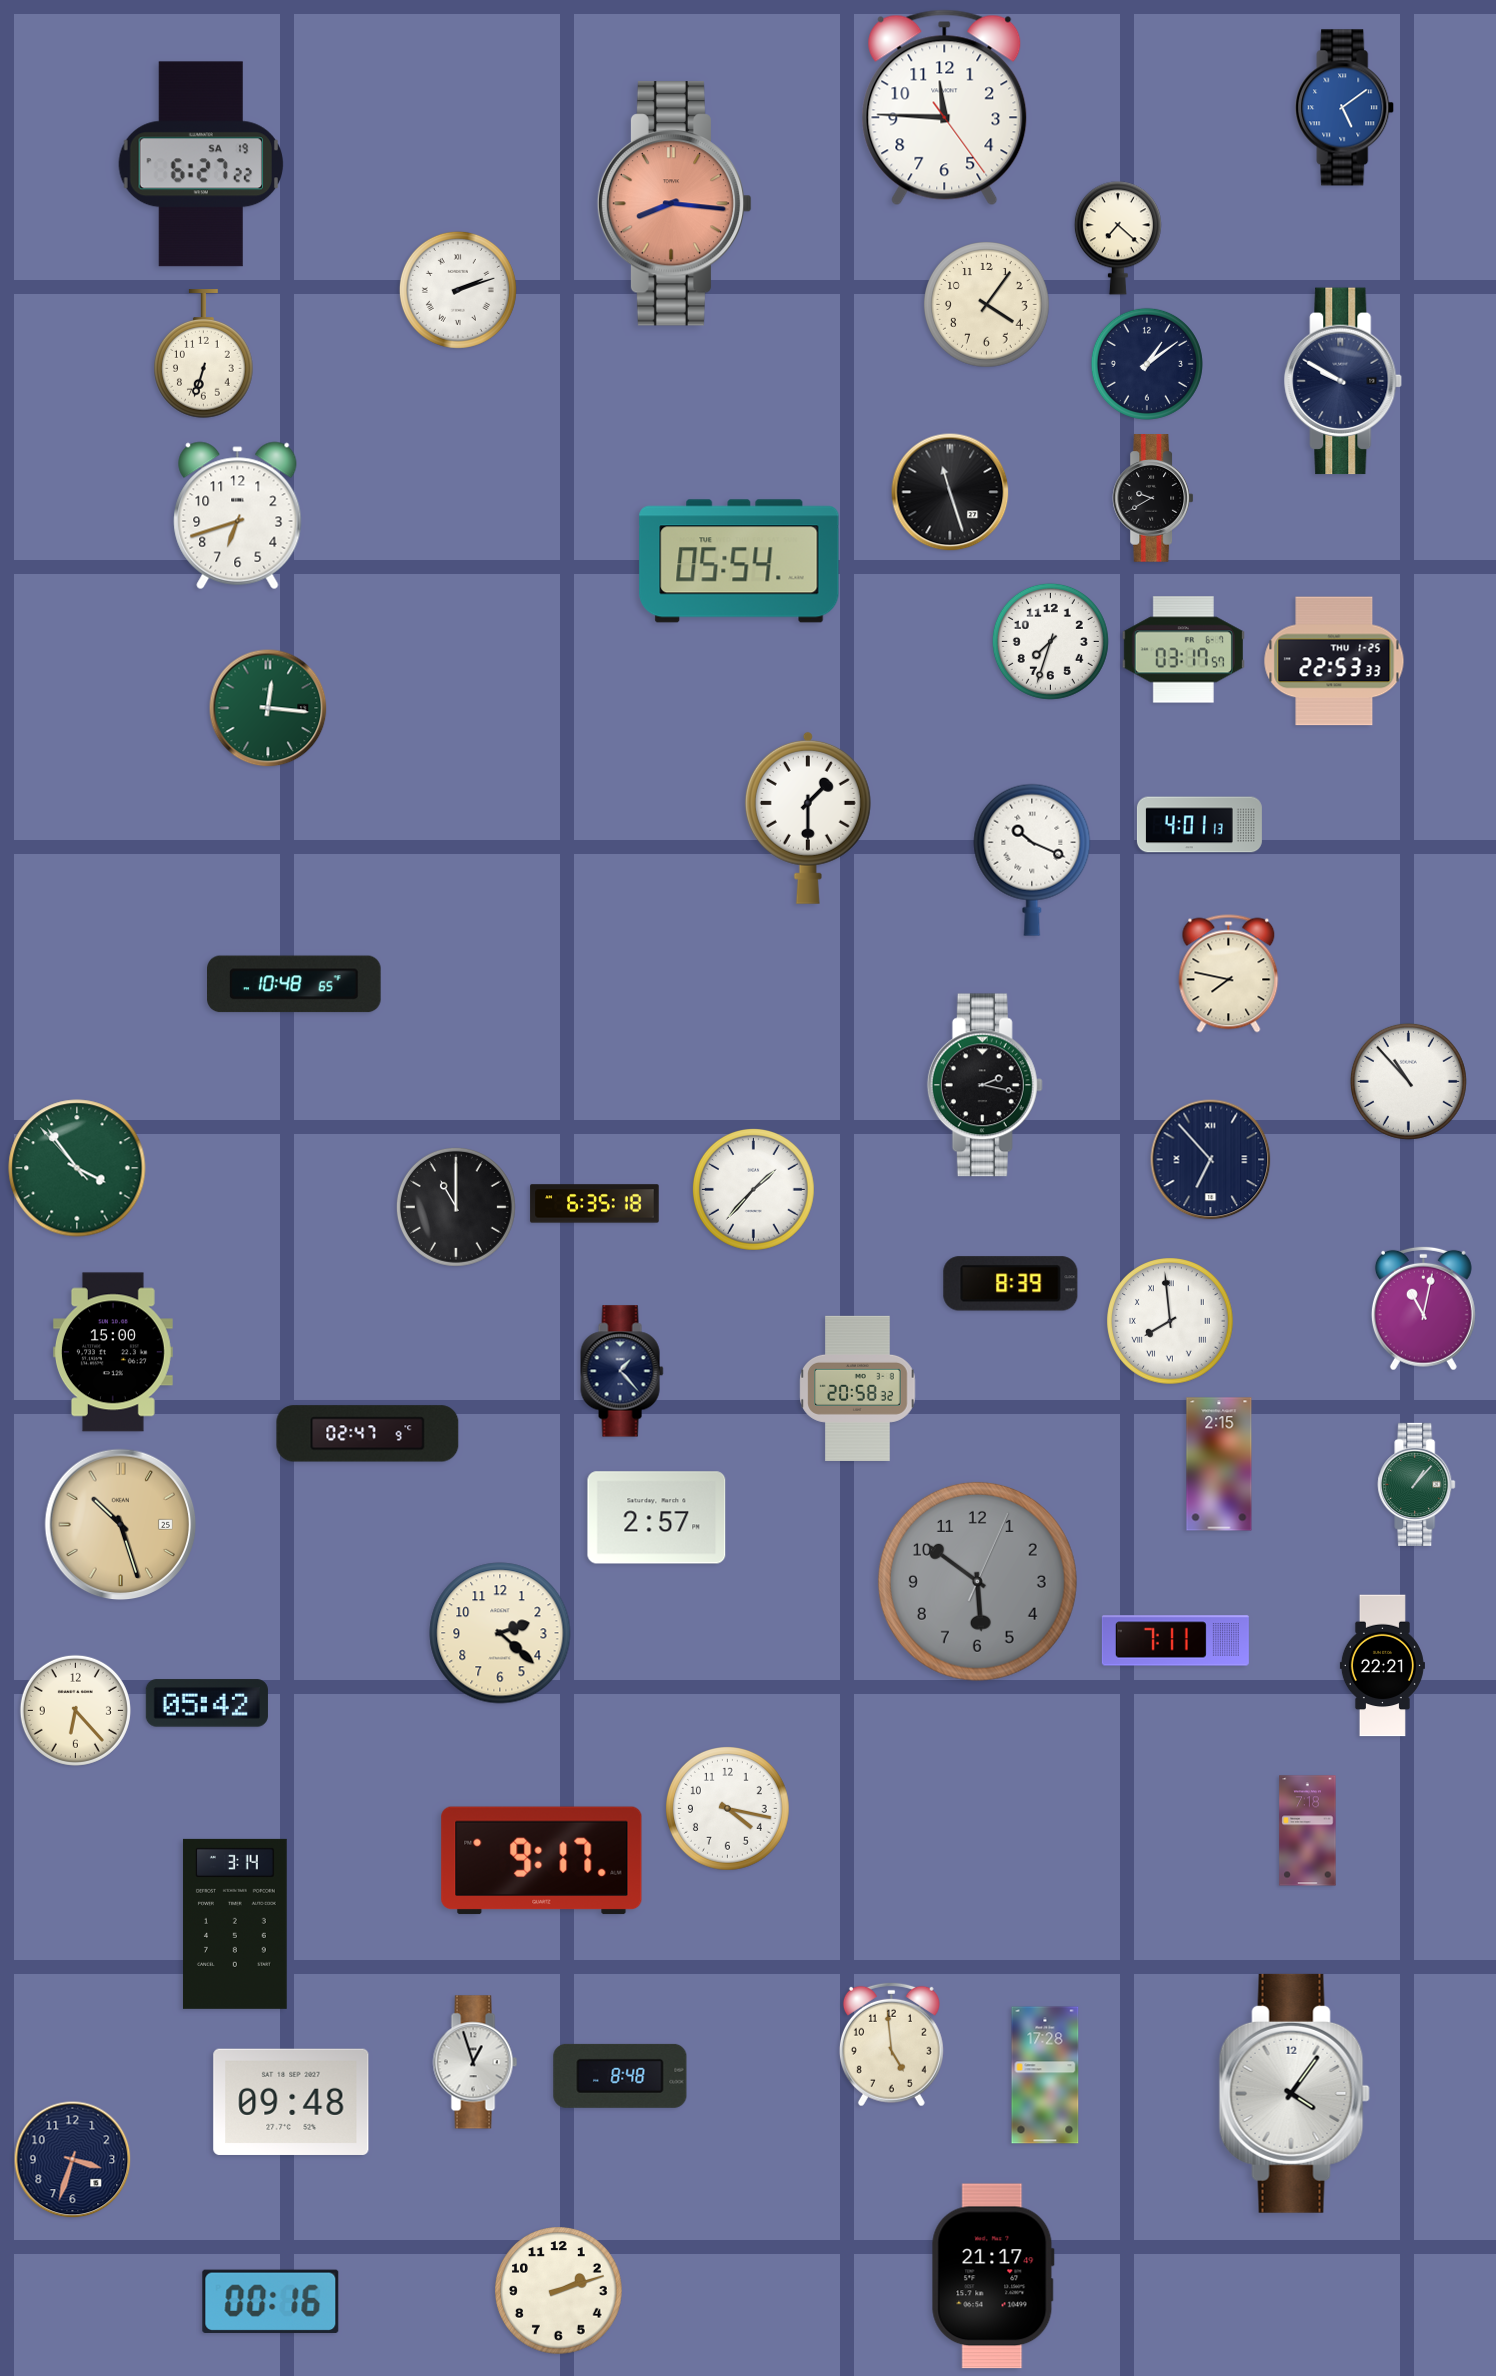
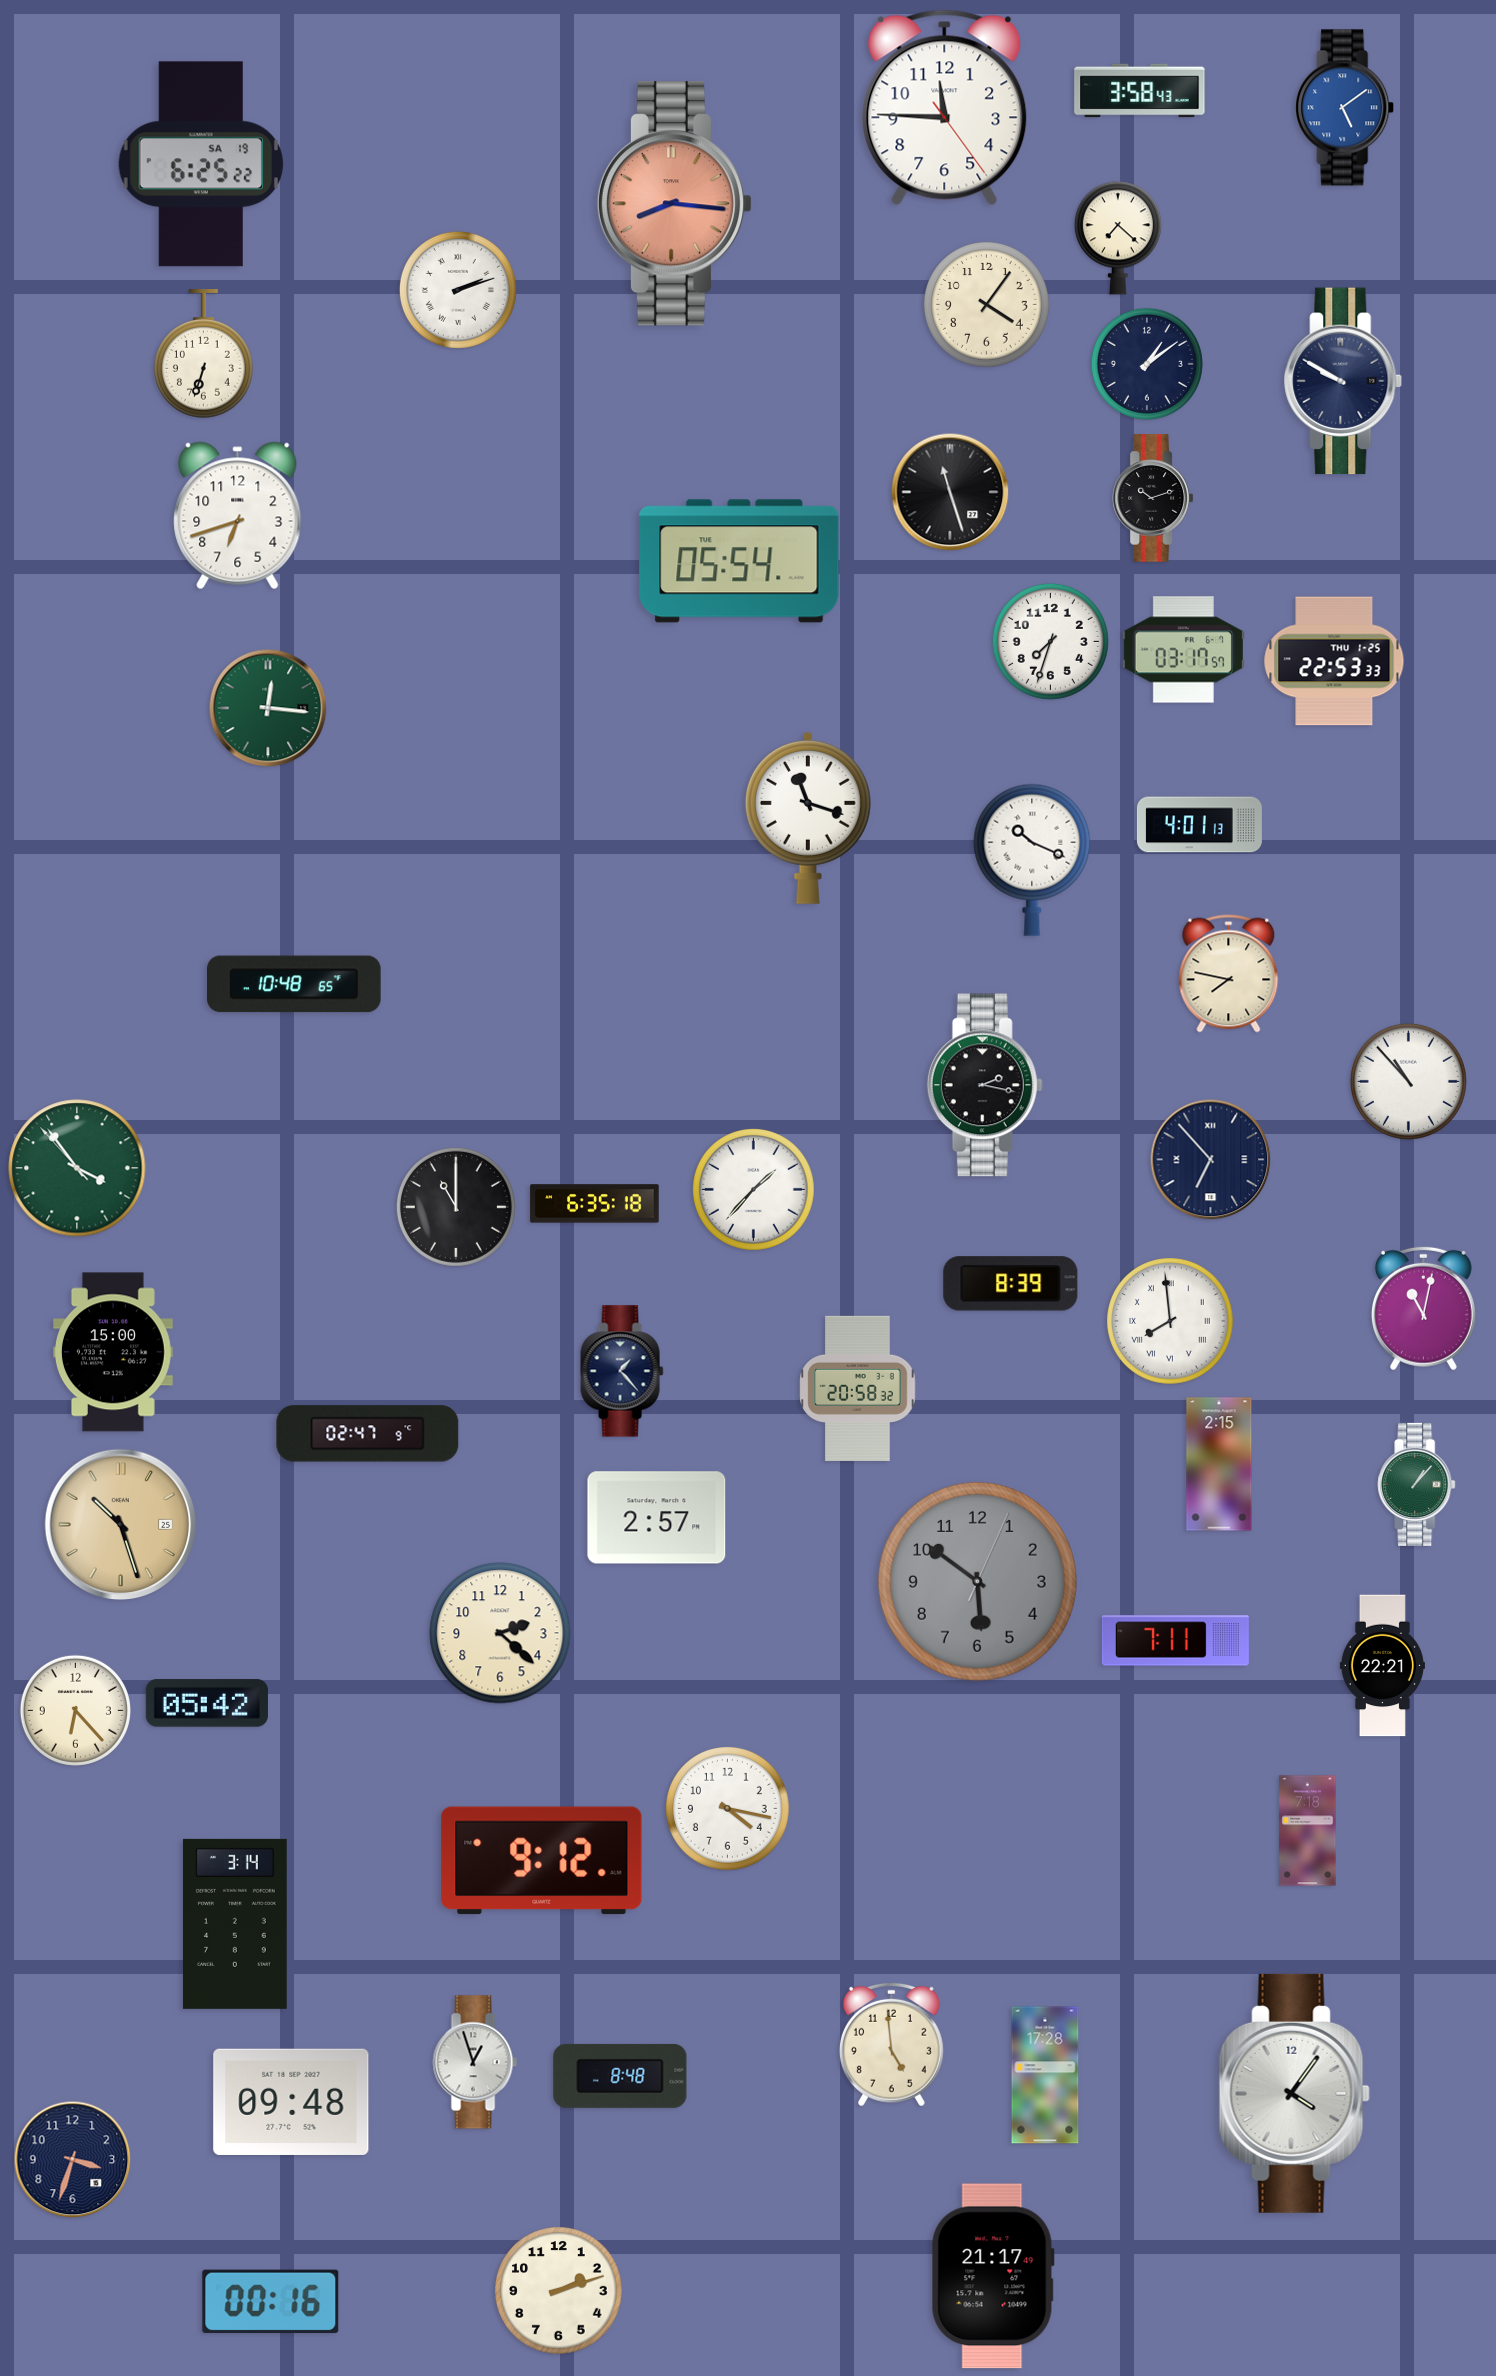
clock at (1140, 91): none -> 3:58
clock at (200, 164): 6:27 -> 6:25
clock at (1153, 498): 9:40 -> 10:12
clock at (808, 818): 1:30 -> 11:18
clock at (542, 1861): 9:17 -> 9:12
